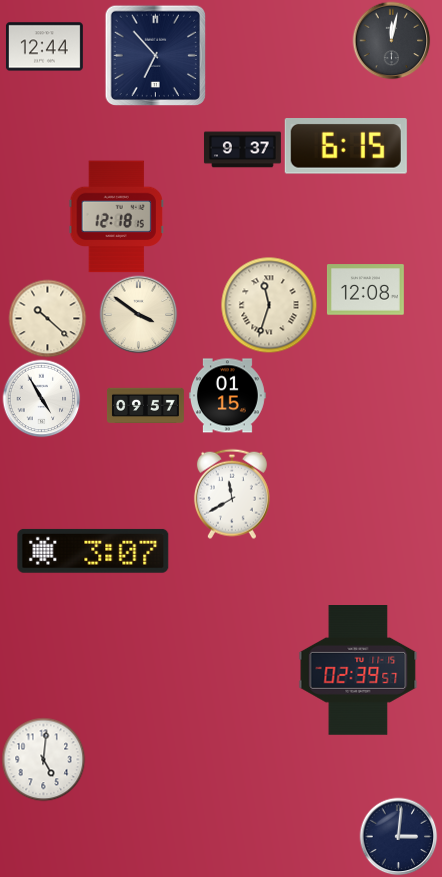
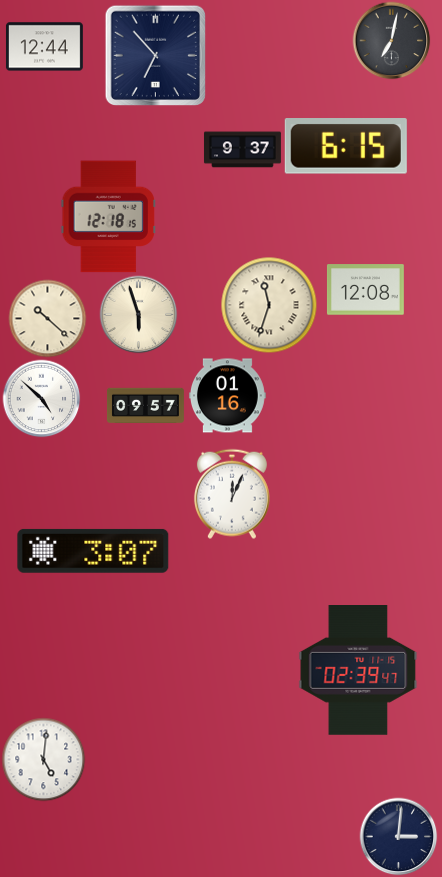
clock at (391, 40): 12:02 -> 7:02
clock at (116, 217) position: (116, 217) -> (108, 217)
clock at (138, 314): 3:51 -> 5:57
clock at (227, 396): 01:15 -> 01:16
clock at (41, 398): 4:55 -> 4:52
clock at (232, 494): 11:40 -> 12:04
clock at (358, 671): 02:39:57 -> 02:39:47
